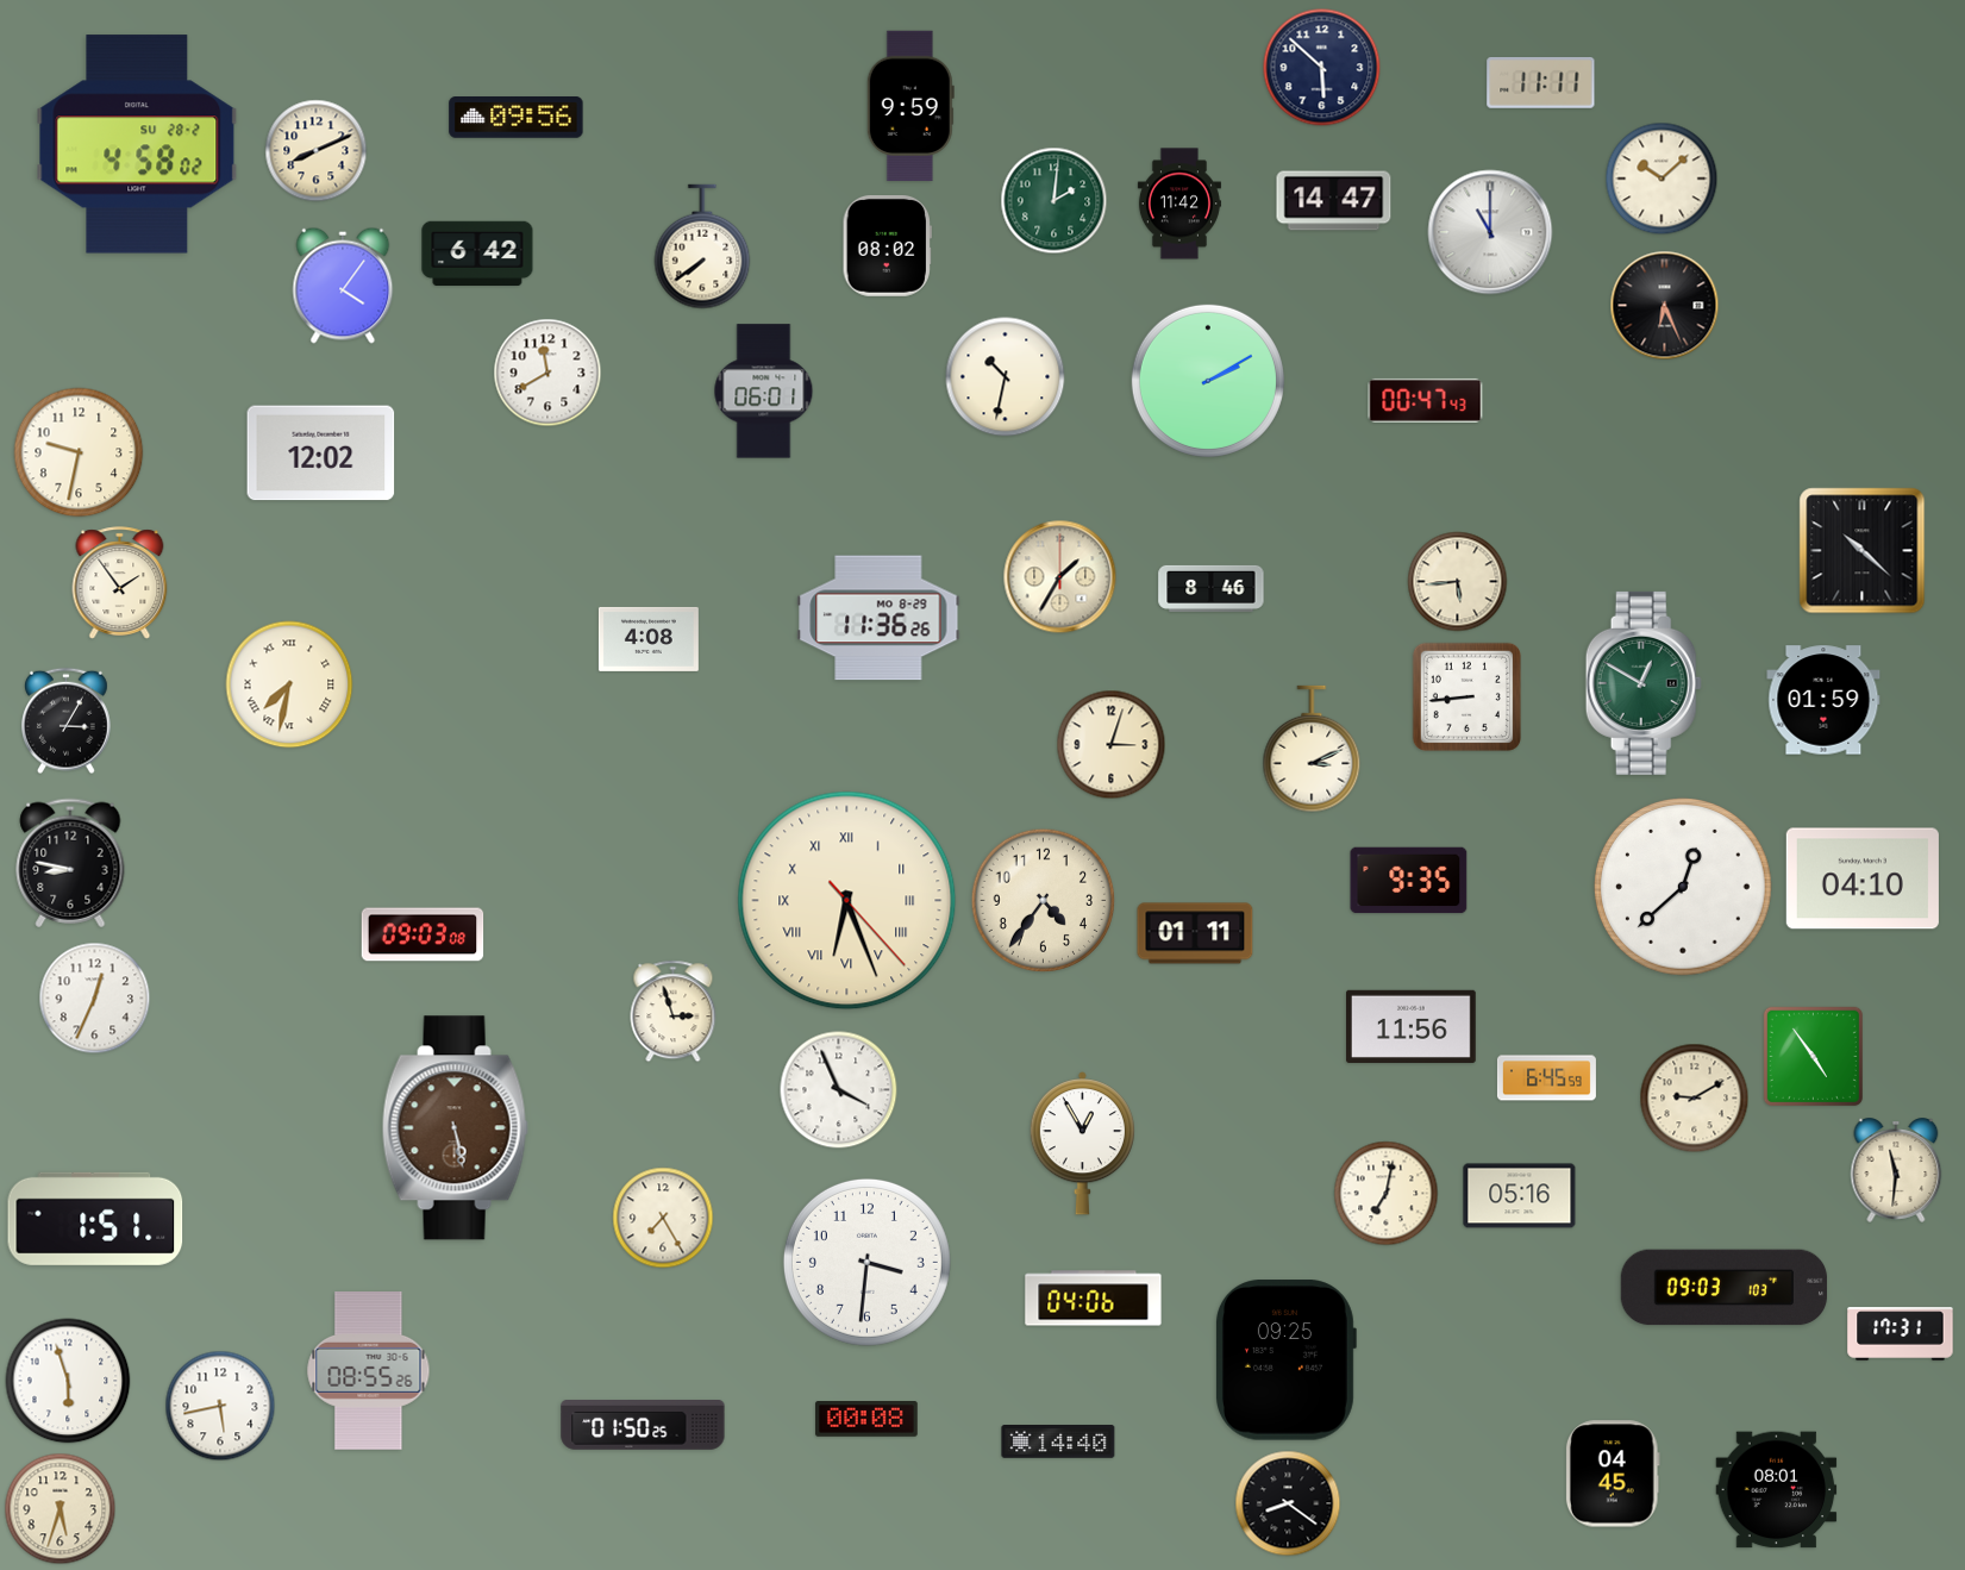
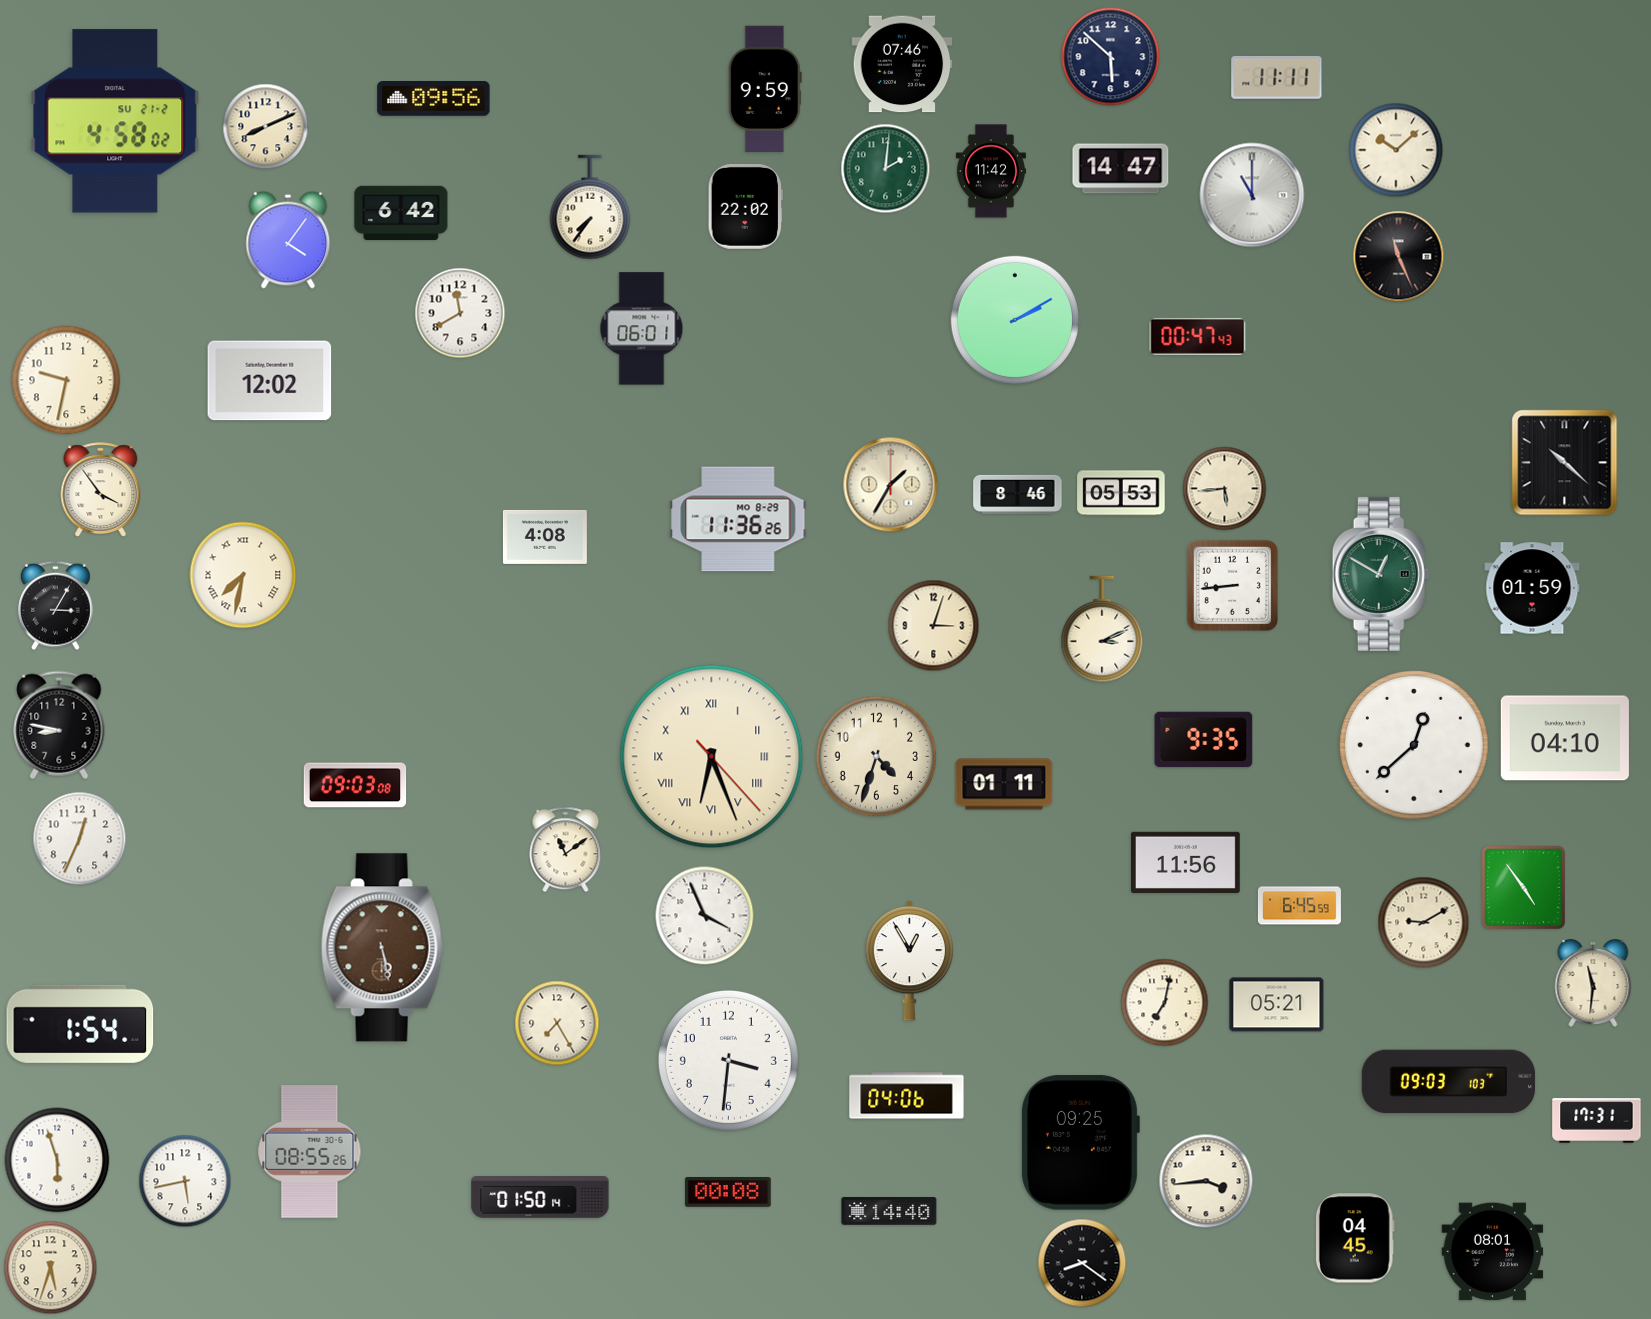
clock at (902, 64): none -> 07:46
clock at (1541, 82) position: (1541, 82) -> (1277, 77)
clock at (137, 144) date: SU 28-2 -> SU 21-2
clock at (887, 245): 08:02 -> 22:02
clock at (702, 246): 7:39 -> 7:36
clock at (1665, 306): 6:26 -> 11:26
clock at (1006, 377): 10:32 -> none
clock at (120, 583): 1:54 -> 3:54
clock at (1121, 493): none -> 05:53
clock at (1409, 881) position: (1409, 881) -> (1204, 740)
clock at (1044, 901): 4:36 -> 4:33
clock at (674, 1012): 2:57 -> 11:09
clock at (1520, 1196): 05:16 -> 05:21
clock at (95, 1219): 1:51 -> 1:54
clock at (1094, 1299) position: (1094, 1299) -> (907, 1096)
clock at (1206, 1181): none -> 3:44
clock at (643, 1426): 01:50:25 -> 01:50:14
